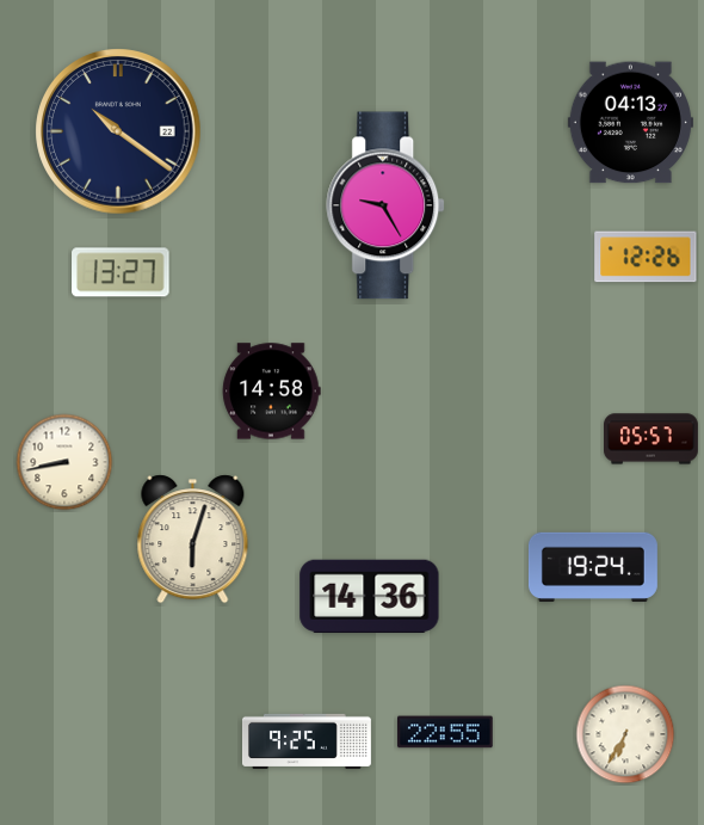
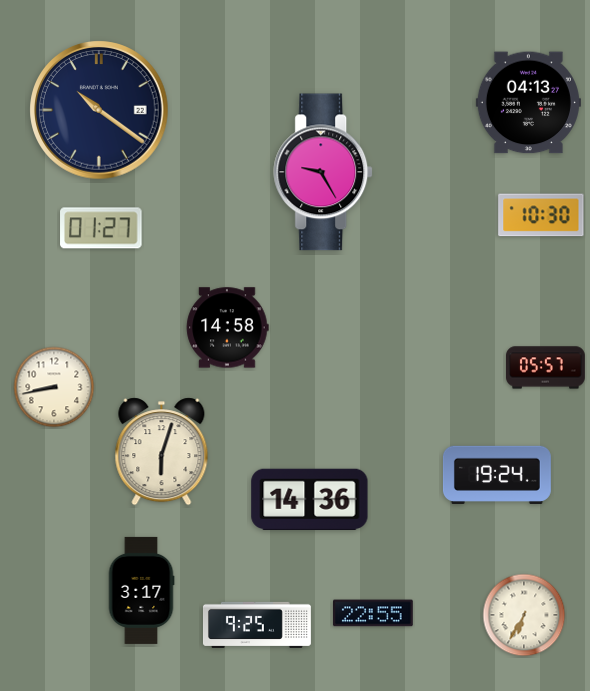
clock at (646, 257): 12:26 -> 10:30
clock at (121, 272): 13:27 -> 01:27
clock at (141, 590): none -> 3:17
clock at (307, 741) position: (307, 741) -> (257, 625)
